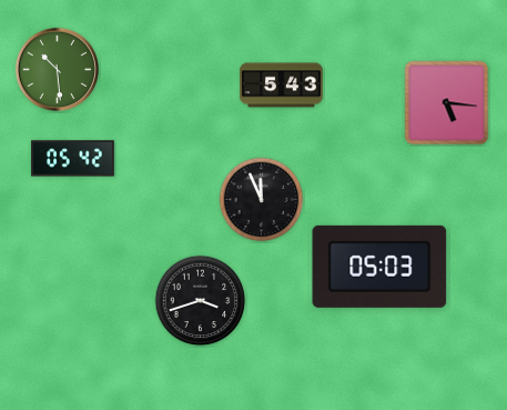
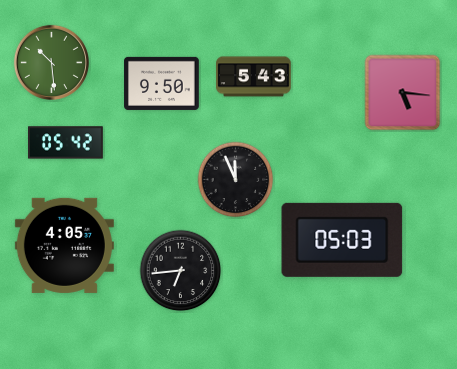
clock at (162, 83): none -> 9:50
clock at (64, 245): none -> 4:05
clock at (201, 301): 3:42 -> 6:44
